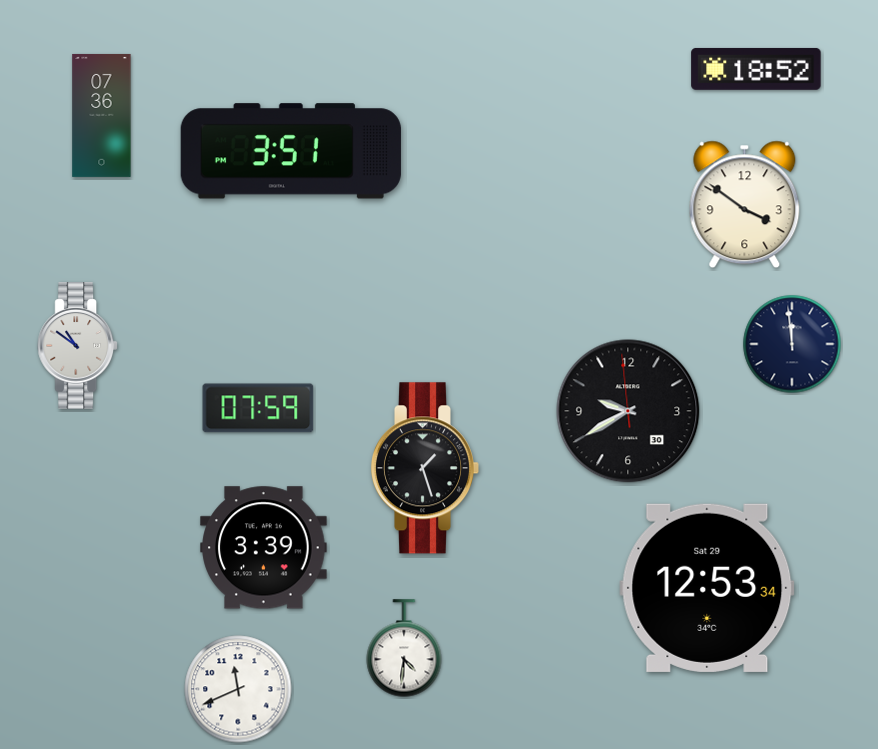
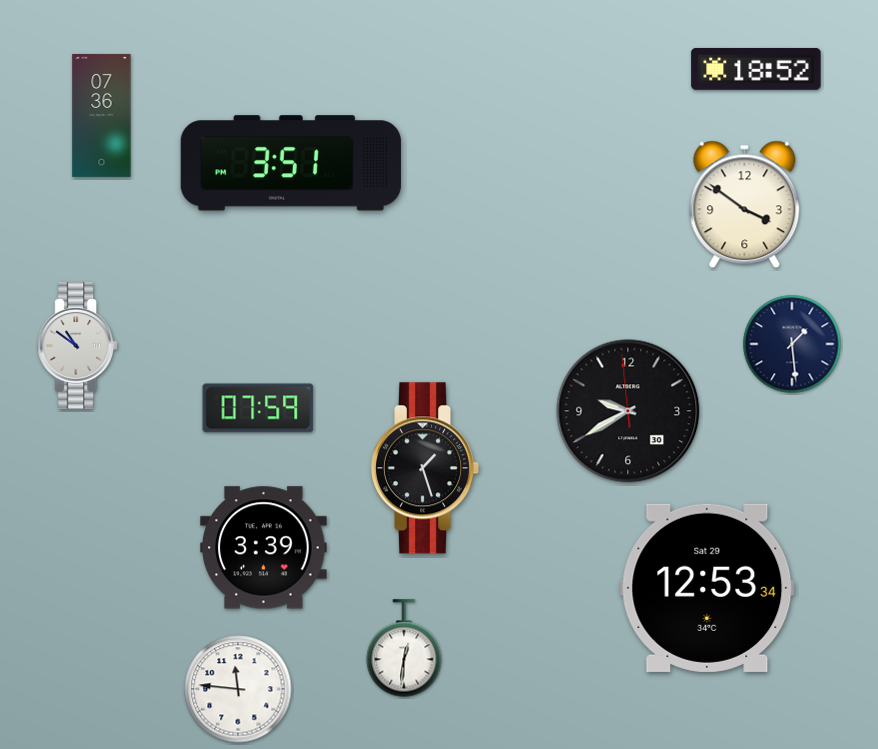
clock at (291, 151) position: (291, 151) -> (291, 163)
clock at (792, 344): 11:59 -> 1:29
clock at (404, 648): 4:31 -> 12:31
clock at (238, 689): 11:41 -> 11:46
